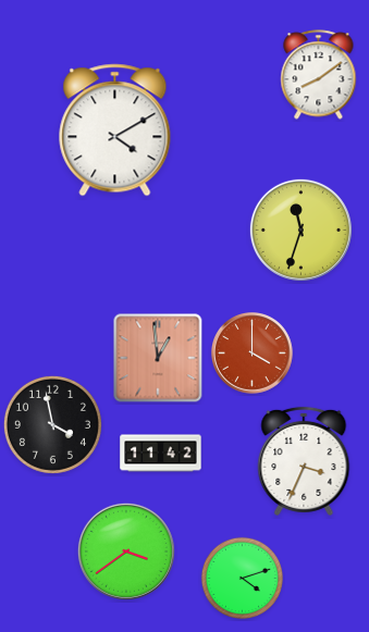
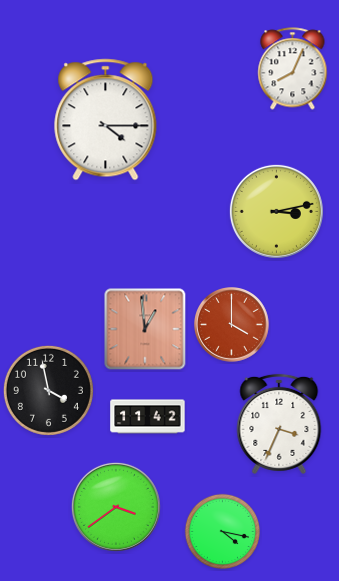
clock at (319, 75): 8:09 -> 8:04
clock at (115, 131): 4:10 -> 4:15
clock at (300, 230): 11:33 -> 3:13
clock at (242, 578): 4:12 -> 4:17
